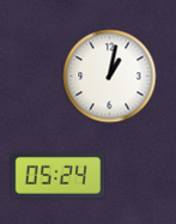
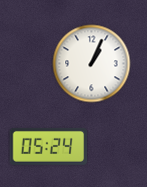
clock at (109, 75): 1:02 -> 1:04
